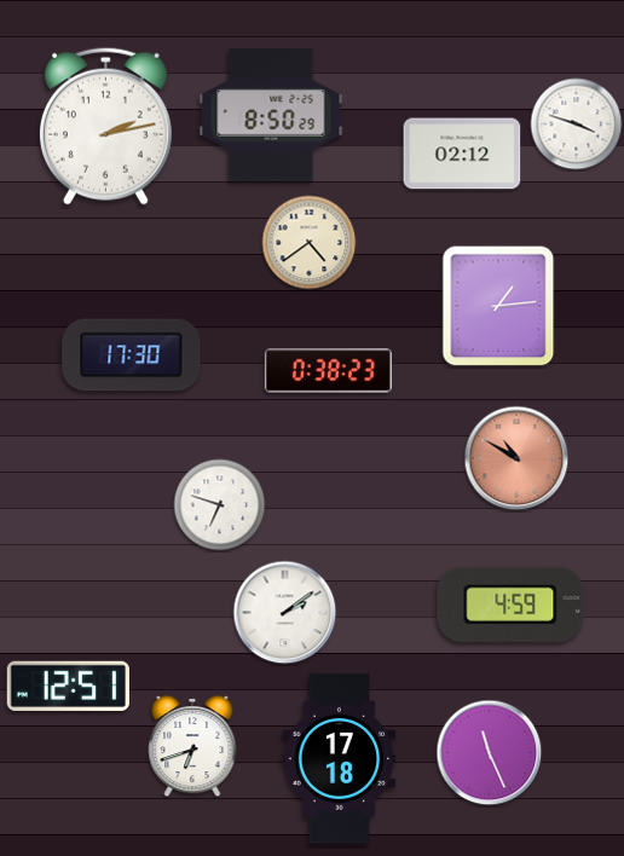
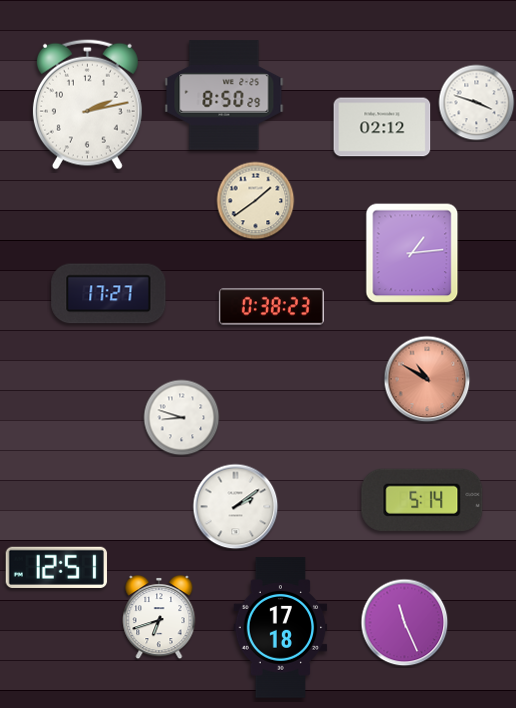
clock at (310, 243): 4:39 -> 1:39
clock at (132, 355): 17:30 -> 17:27
clock at (220, 505): 6:48 -> 8:48
clock at (510, 605): 4:59 -> 5:14
